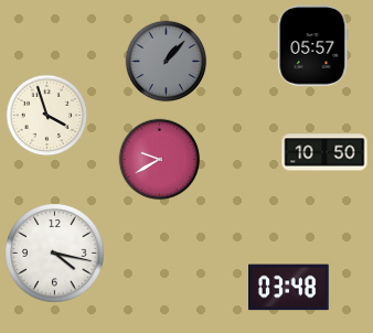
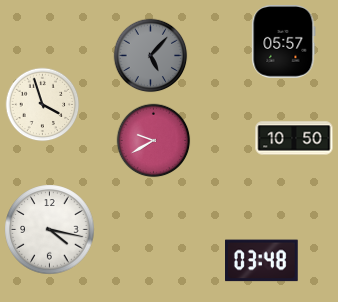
clock at (167, 62): 1:07 -> 5:07
clock at (160, 160) position: (160, 160) -> (154, 141)
